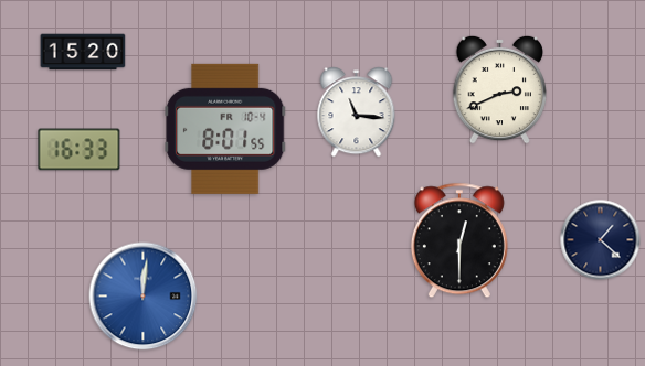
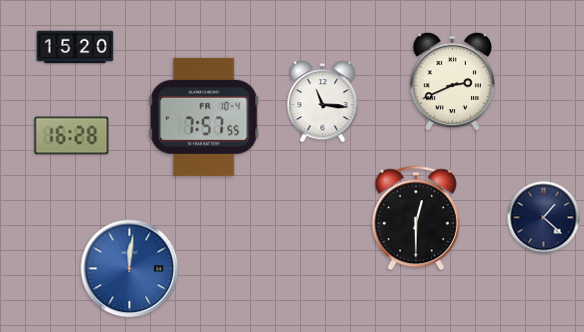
clock at (225, 129): 8:01 -> 7:57
clock at (80, 150): 16:33 -> 16:28
